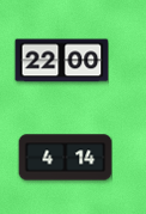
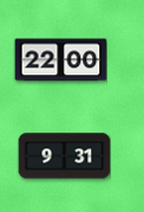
clock at (65, 158): 4:14 -> 9:31
